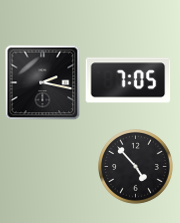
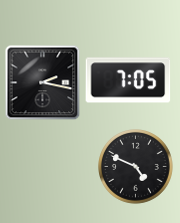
clock at (136, 167): 4:53 -> 4:49
